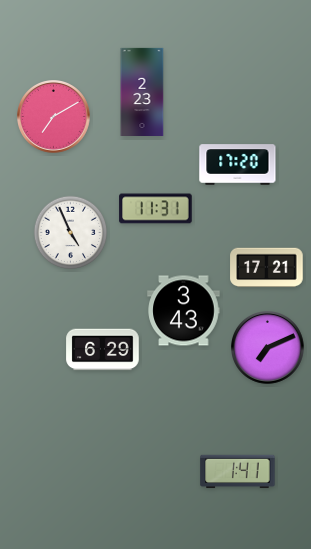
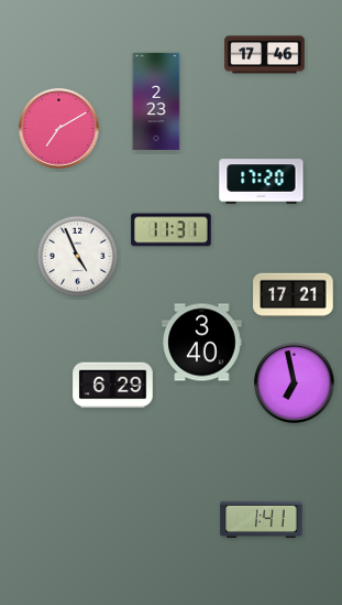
clock at (265, 55): none -> 17:46
clock at (184, 311): 3:43 -> 3:40
clock at (268, 348): 7:11 -> 6:58
